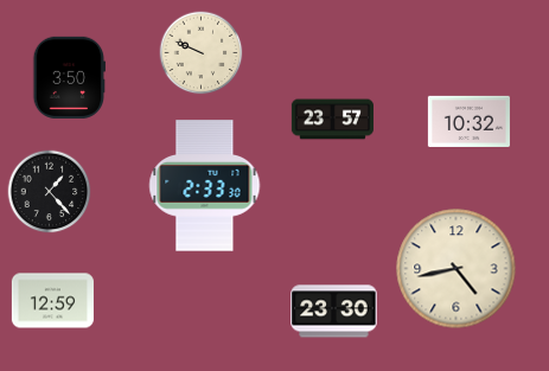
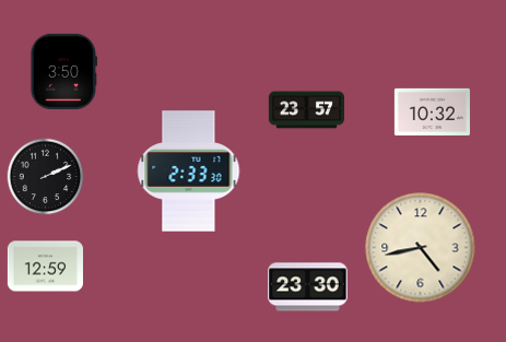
clock at (202, 53): 9:49 -> none
clock at (50, 192): 1:23 -> 2:11
clock at (52, 301) position: (52, 301) -> (45, 267)
